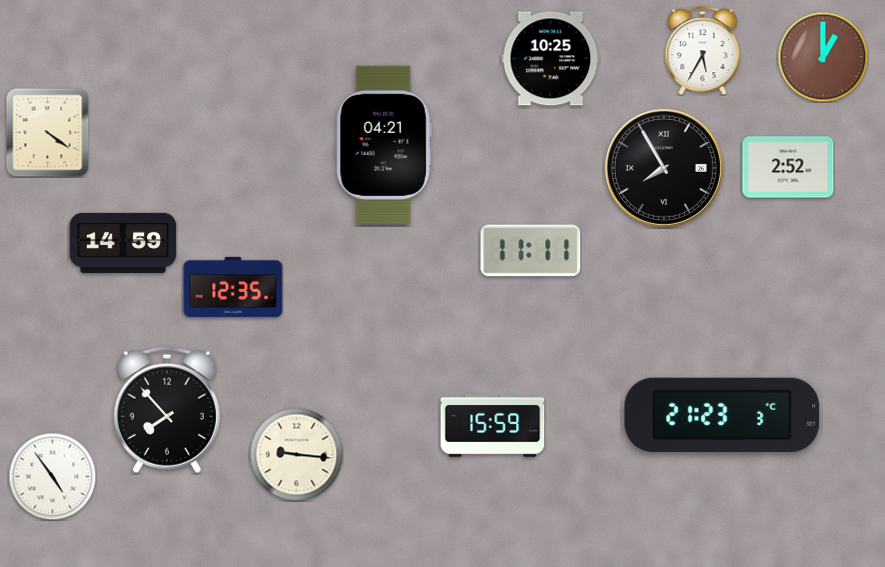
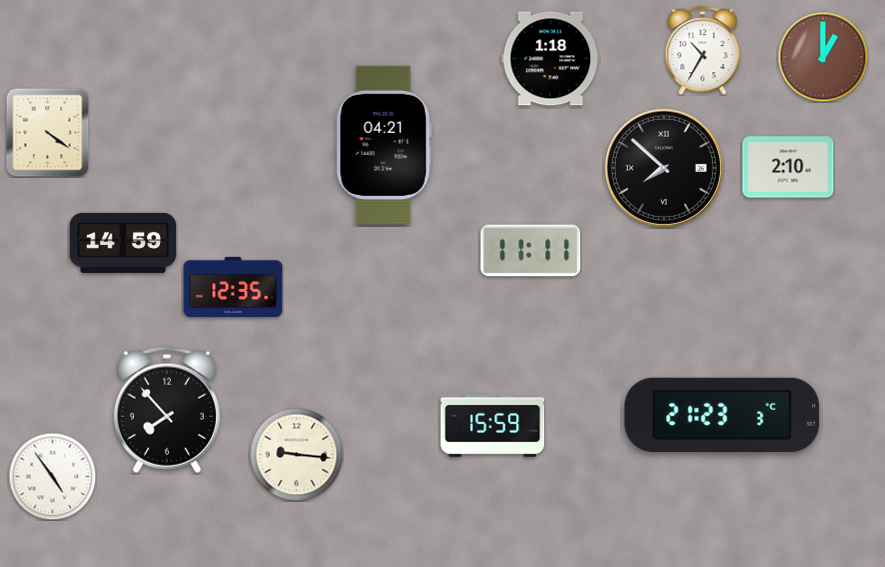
clock at (703, 51): 5:35 -> 10:35
clock at (551, 59): 10:25 -> 1:18
clock at (788, 167): 2:52 -> 2:10
clock at (664, 168): 7:55 -> 7:52
